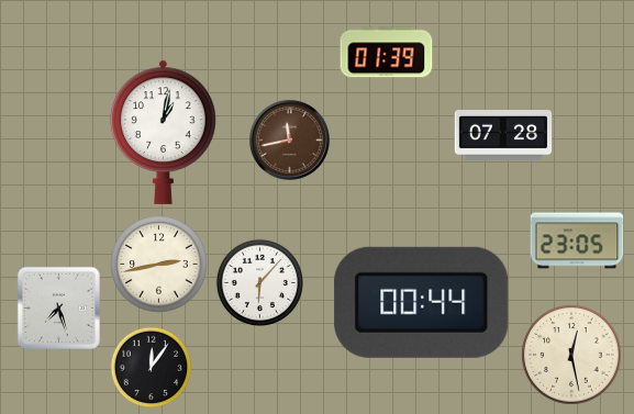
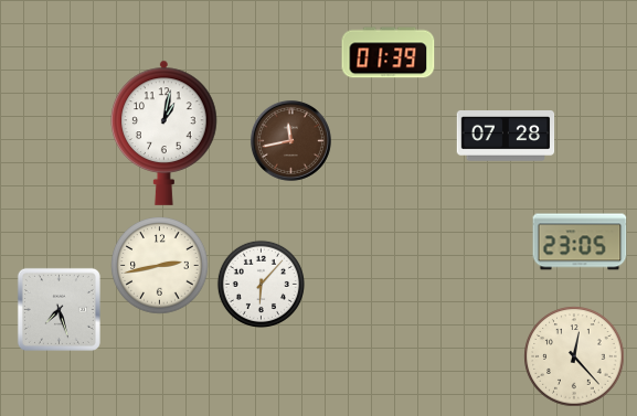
clock at (422, 302): 00:44 -> none
clock at (571, 355): 12:28 -> 12:23
clock at (152, 368): 12:06 -> none
